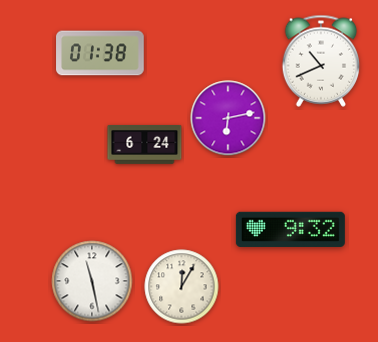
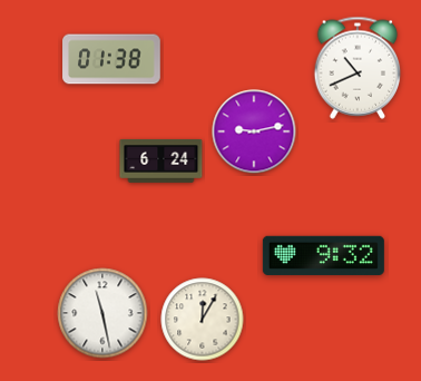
clock at (228, 118): 6:13 -> 9:13
